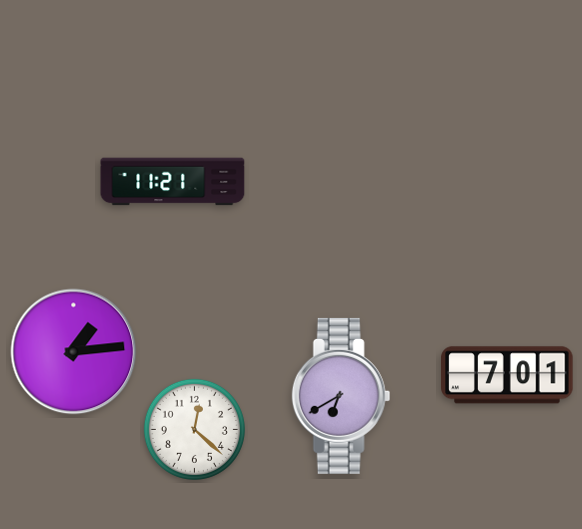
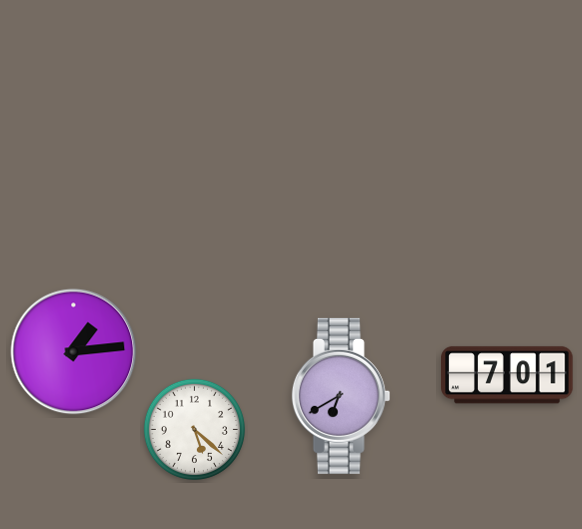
clock at (173, 182): 11:21 -> none
clock at (194, 429): 12:22 -> 5:22
